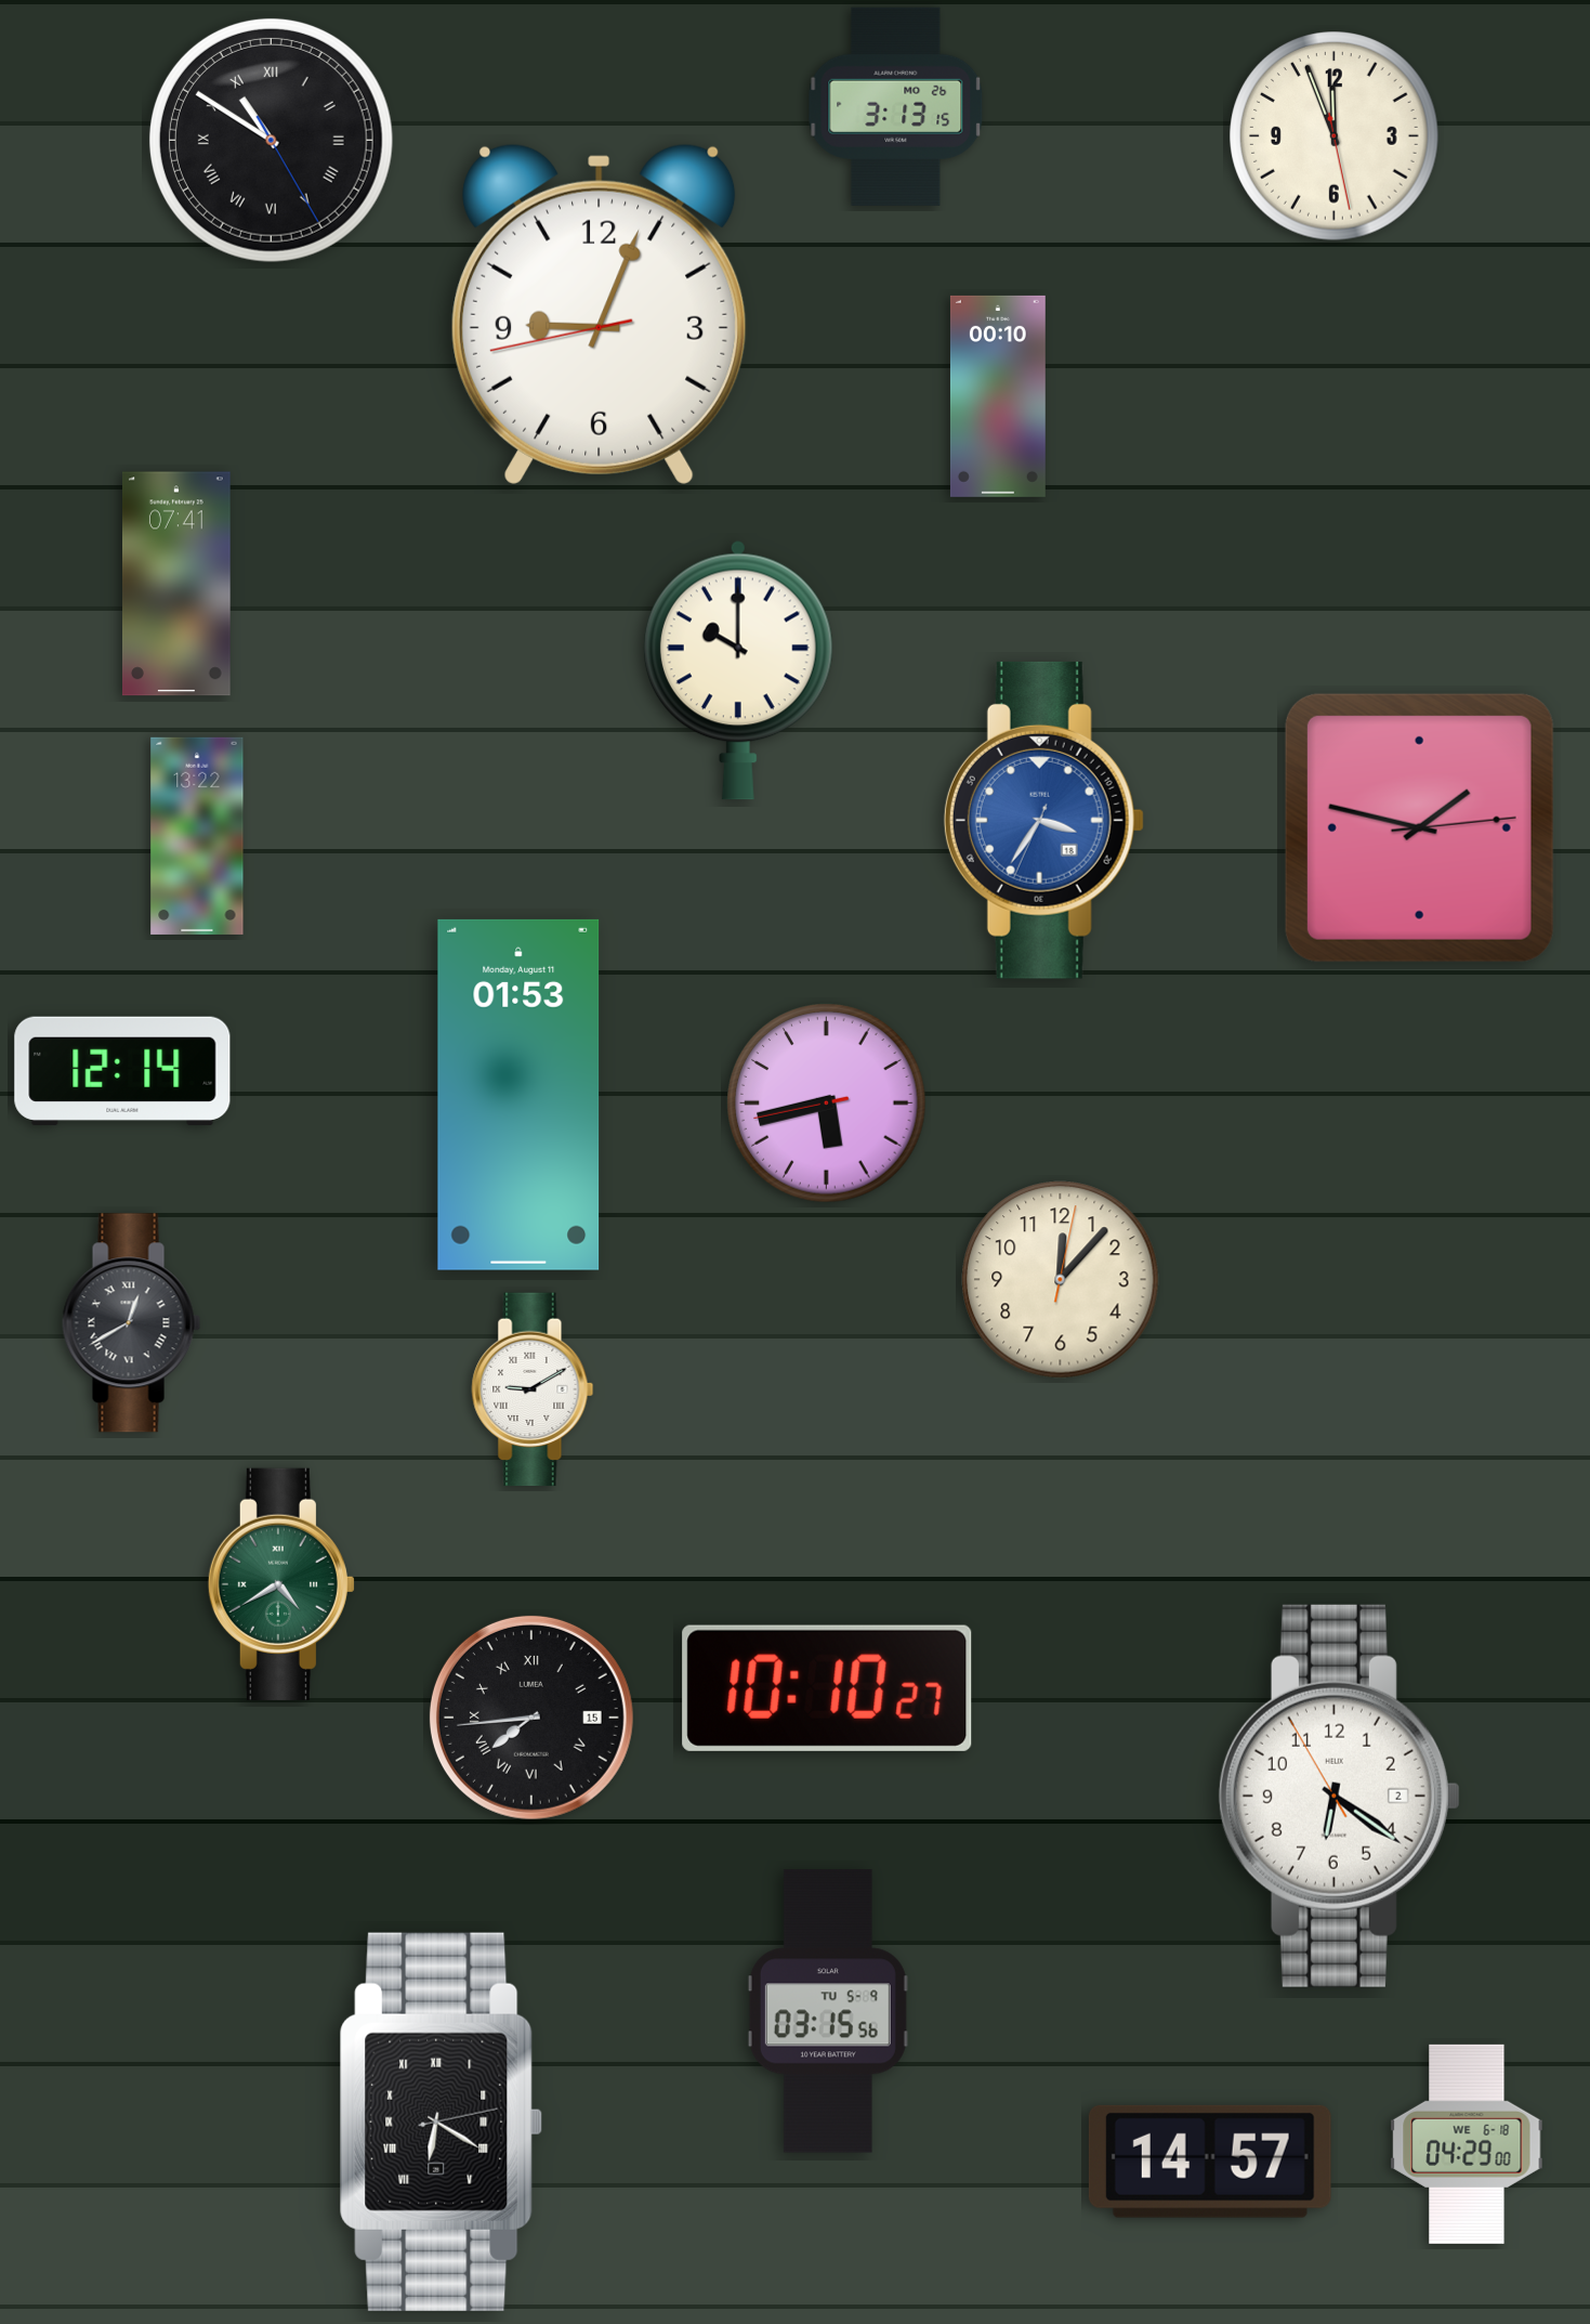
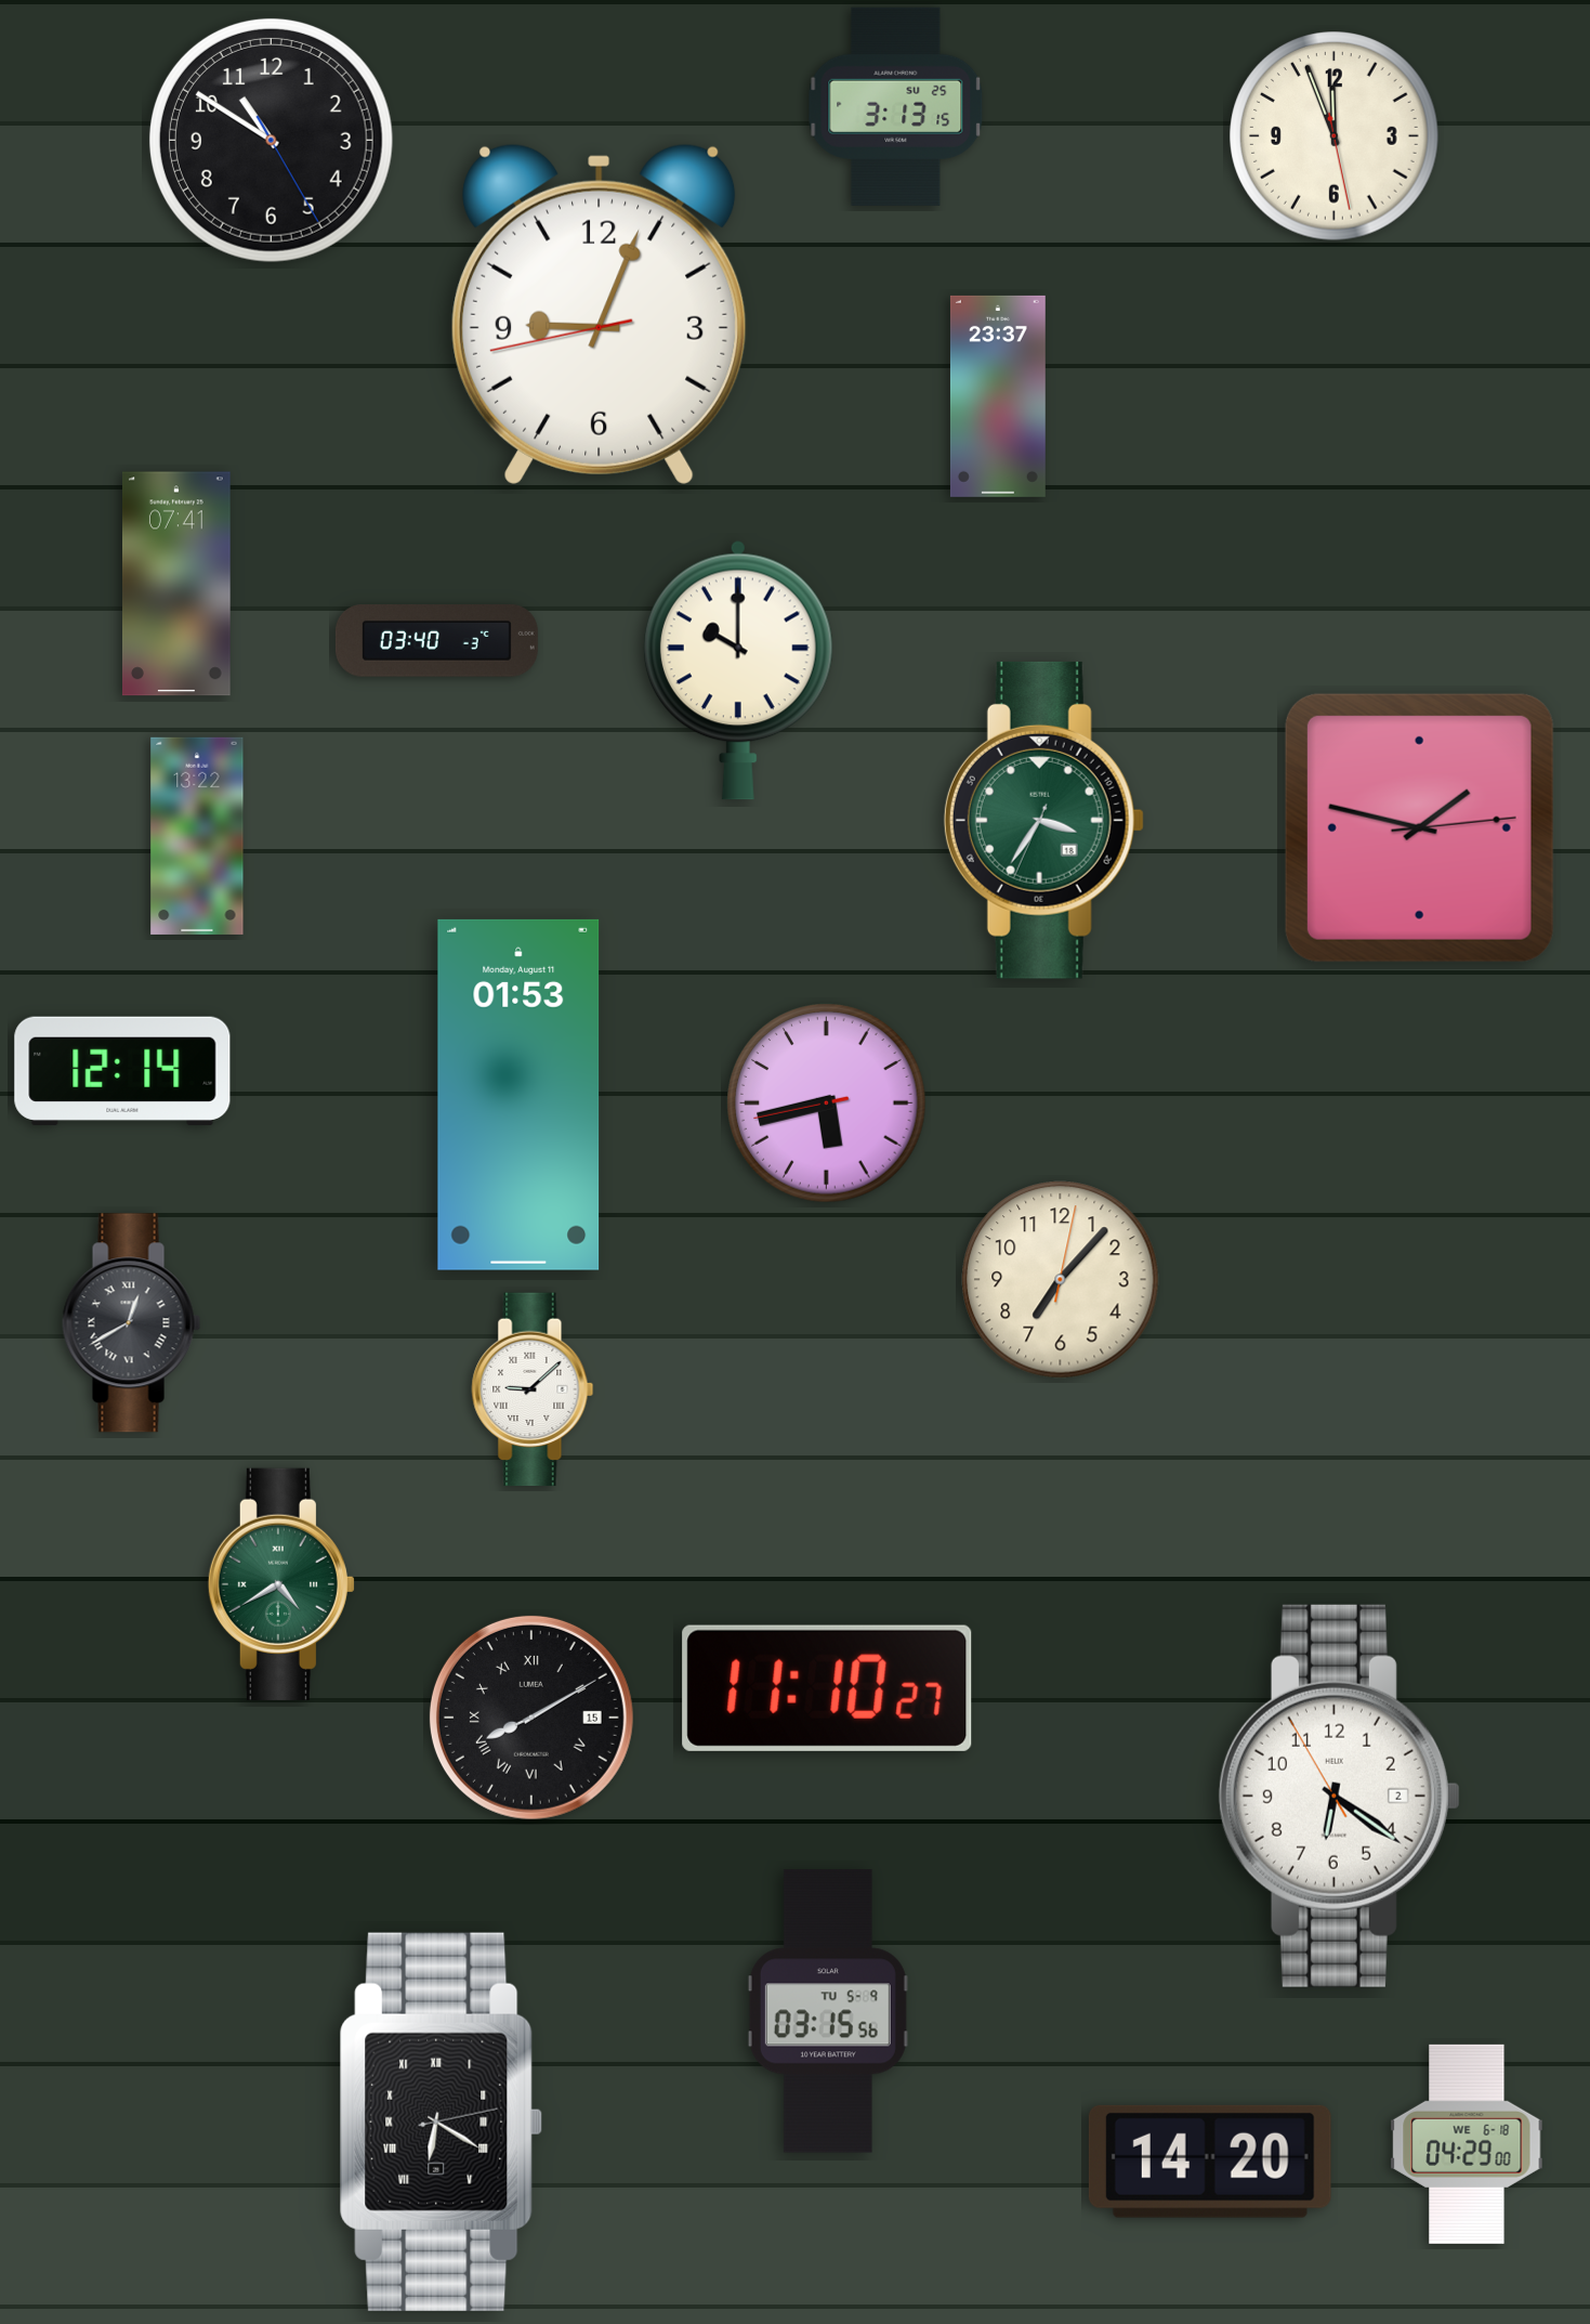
clock at (896, 106) date: MO 26 -> SU 25
clock at (271, 140) numerals: Roman -> Arabic
clock at (998, 396): 00:10 -> 23:37
clock at (436, 641): none -> 03:40
clock at (1043, 820) dial: blue -> green
clock at (1061, 1280): 12:07 -> 7:07
clock at (533, 1389): 9:10 -> 9:08
clock at (827, 1688): 10:10 -> 11:10
clock at (531, 1718): 7:44 -> 8:10
clock at (1210, 2162): 14:57 -> 14:20
